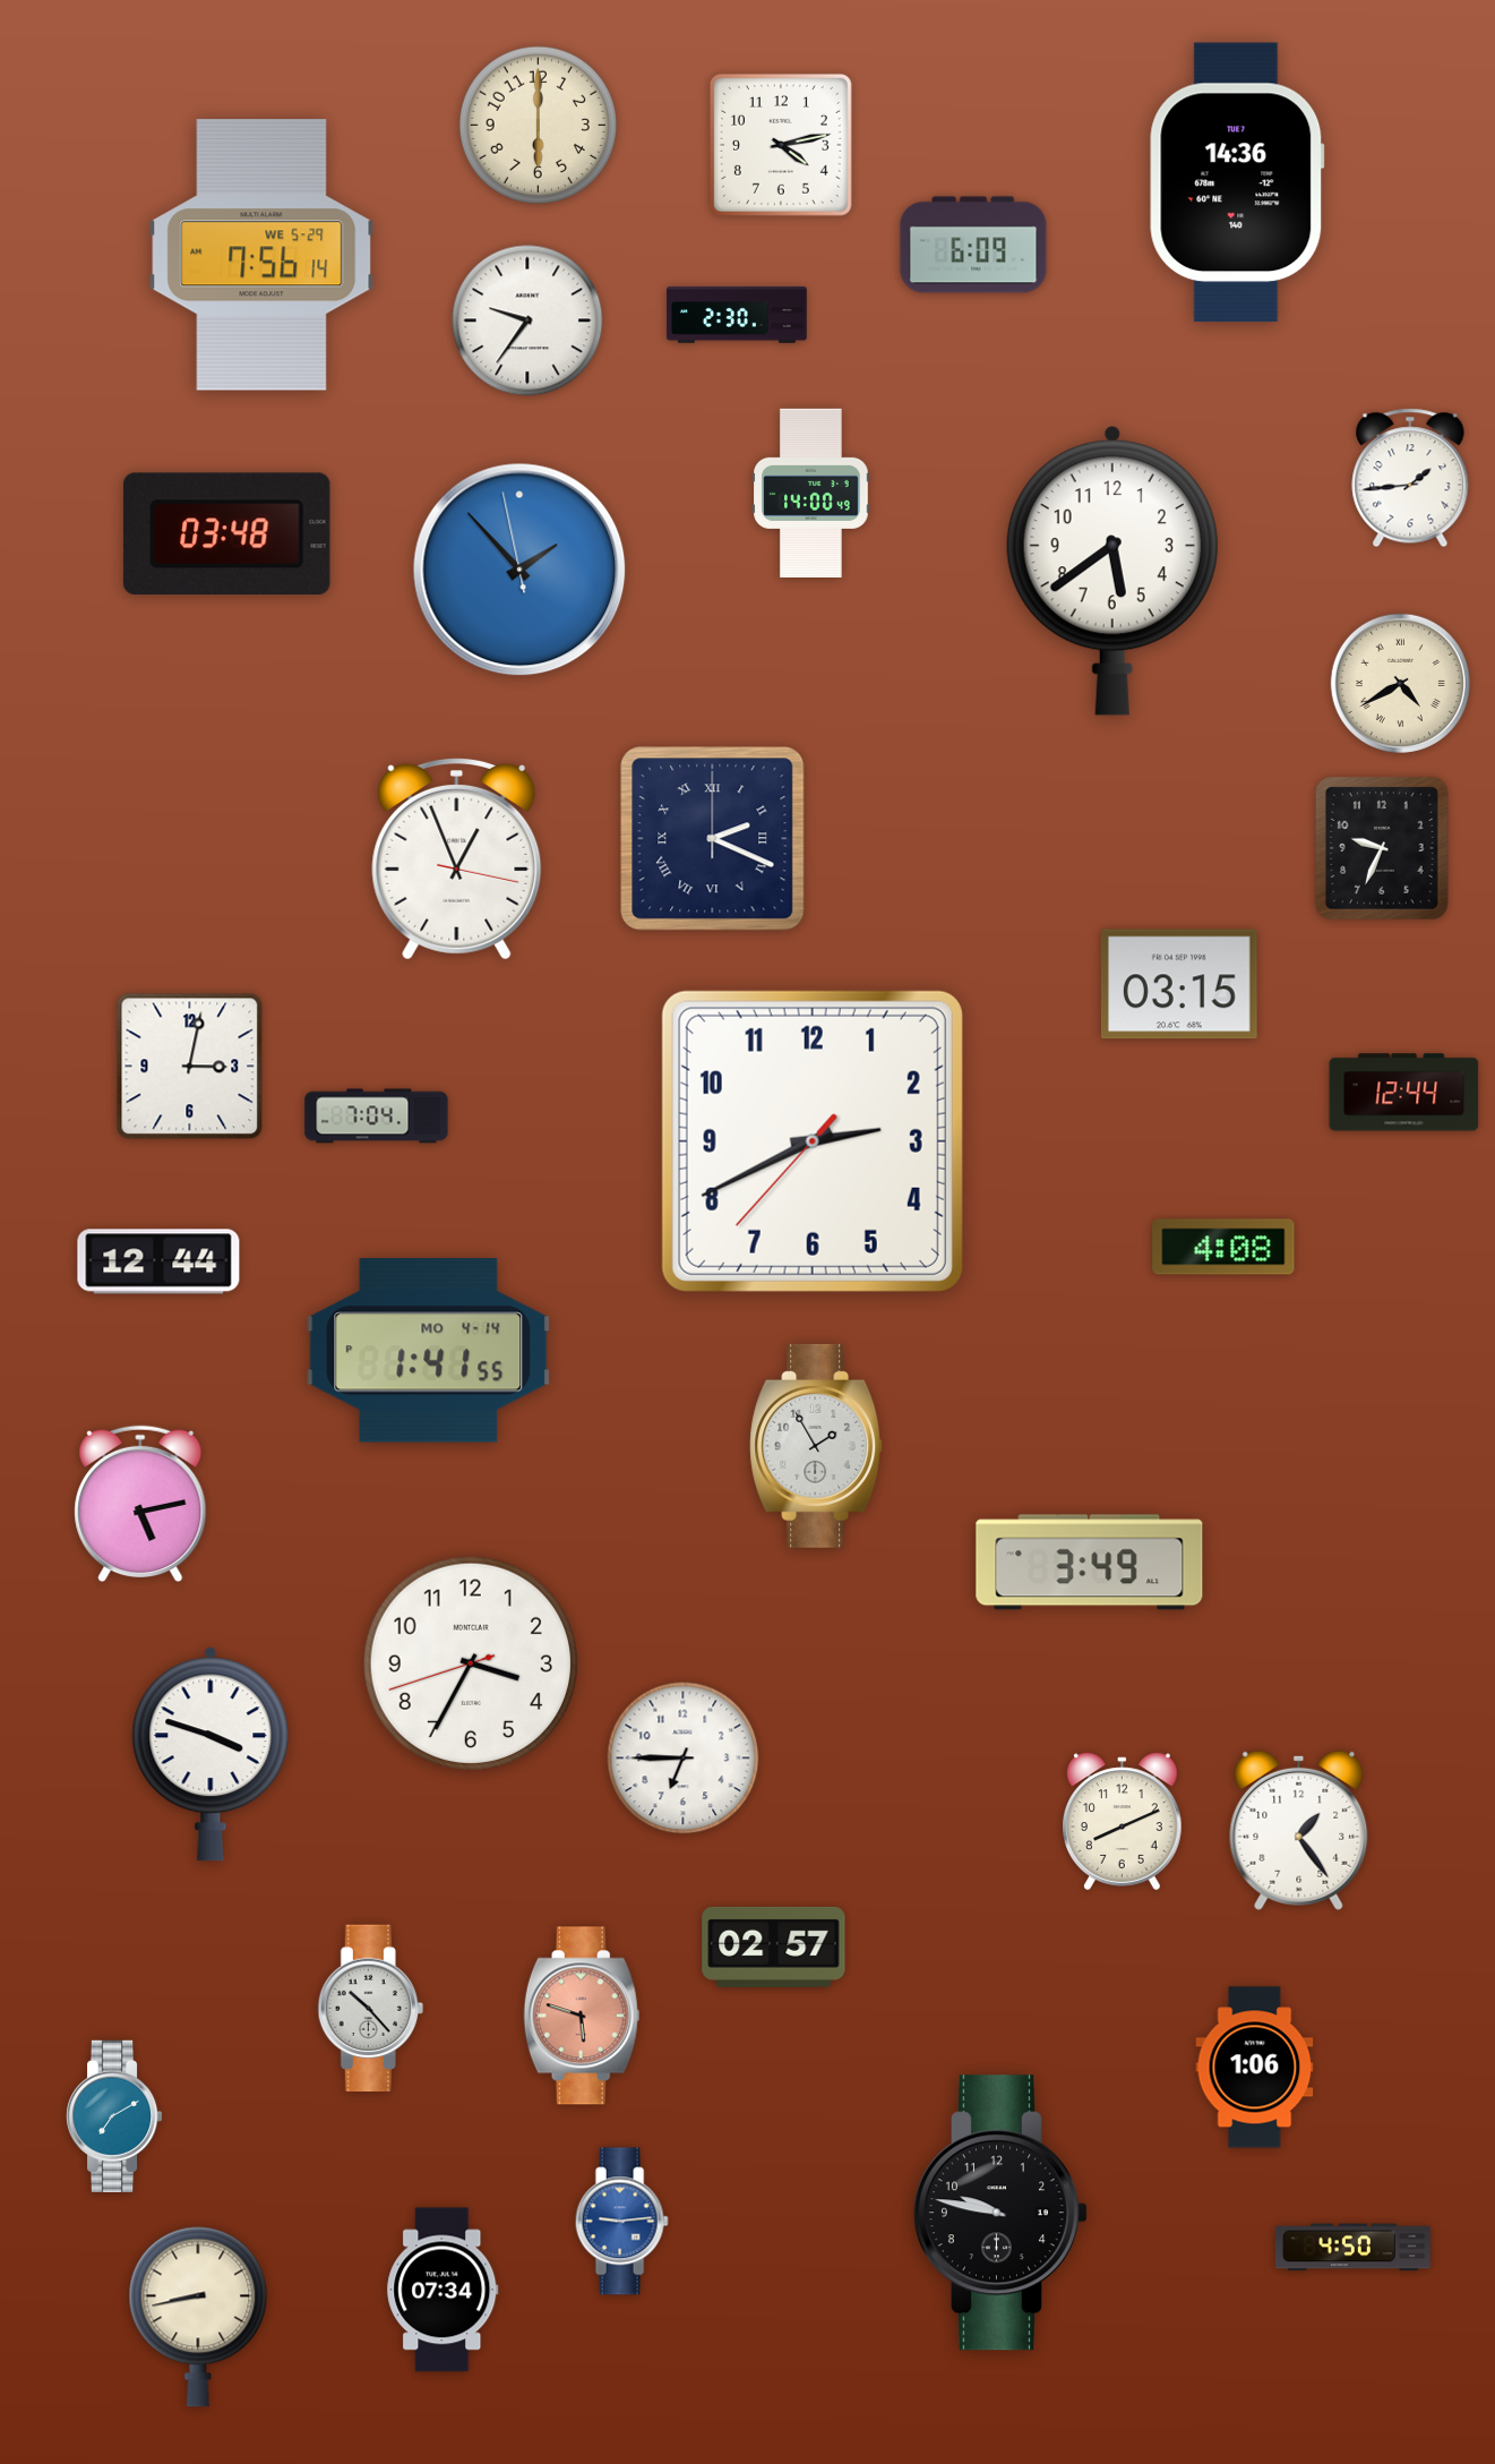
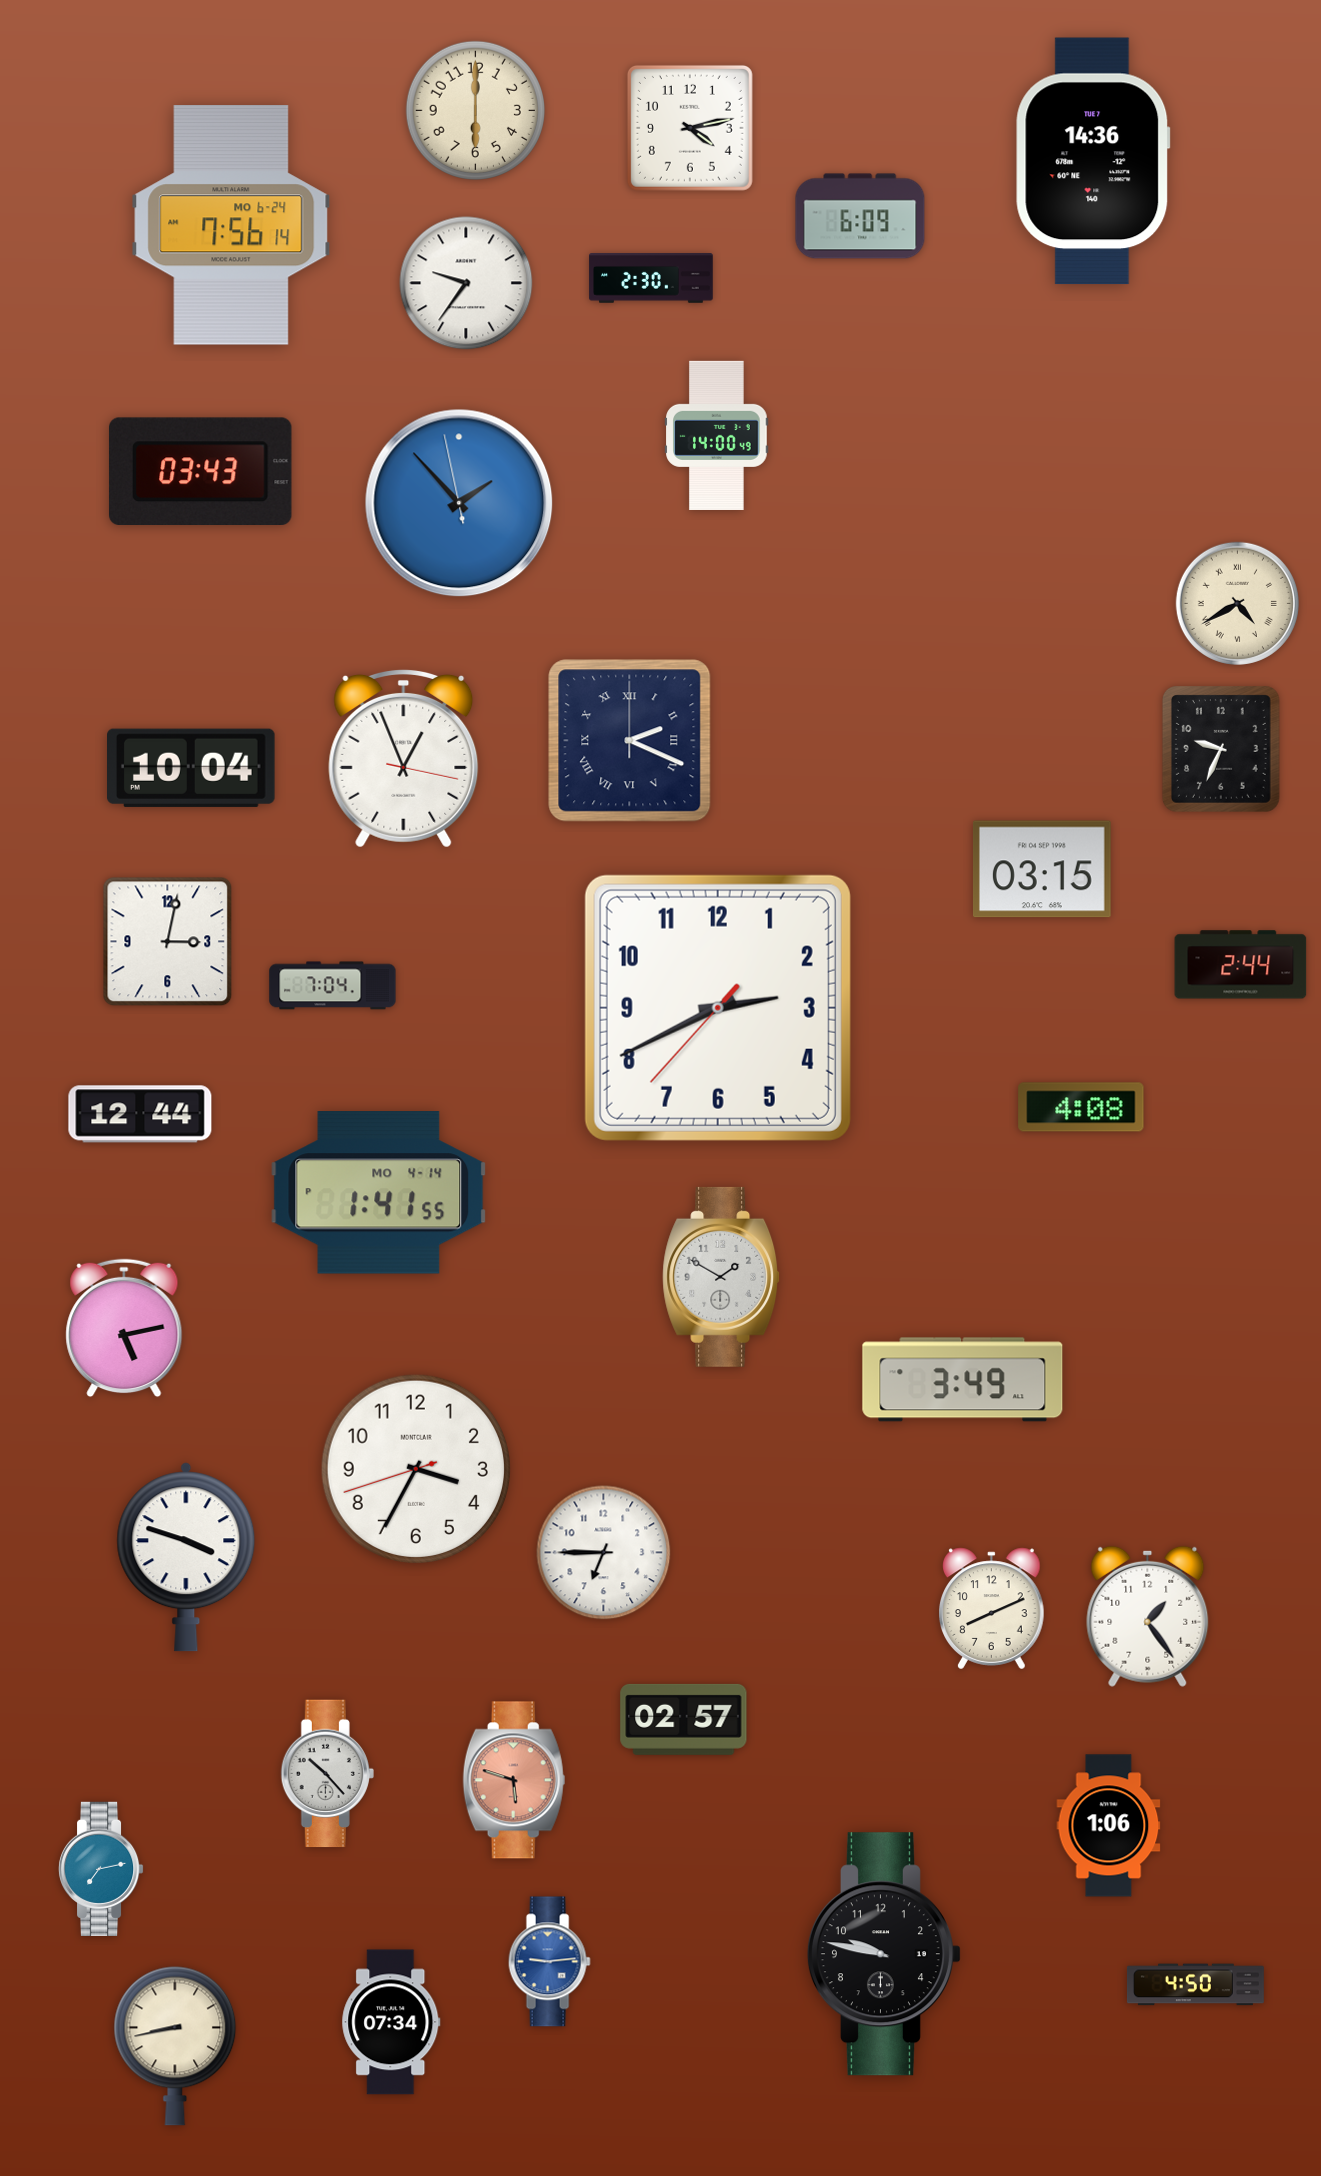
clock at (261, 255) date: WE 5-29 -> MO 6-24
clock at (1410, 478): 1:44 -> none
clock at (226, 533): 03:48 -> 03:43
clock at (1112, 571): 5:39 -> none
clock at (192, 768): none -> 10:04
clock at (1404, 1093): 12:44 -> 2:44
clock at (1223, 1247) position: (1223, 1247) -> (1081, 1107)
clock at (817, 1446): 1:55 -> 1:50
clock at (210, 1754) position: (210, 1754) -> (186, 1557)
clock at (114, 2116): 7:10 -> 7:13
